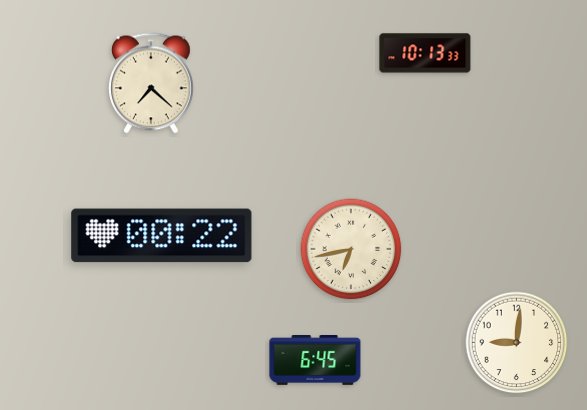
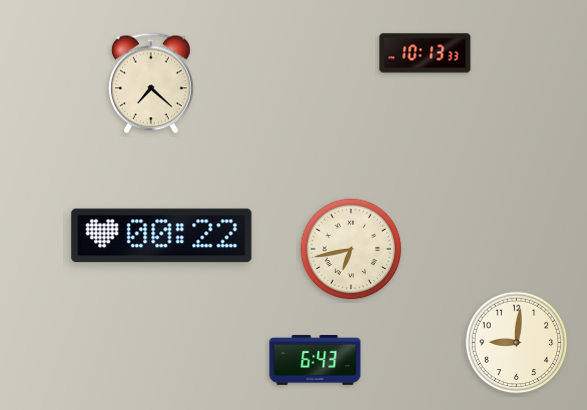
clock at (315, 361): 6:45 -> 6:43
